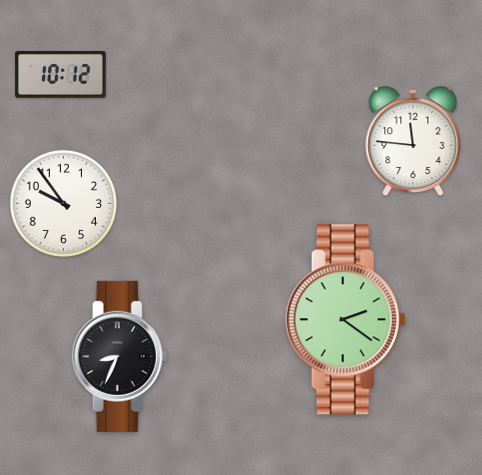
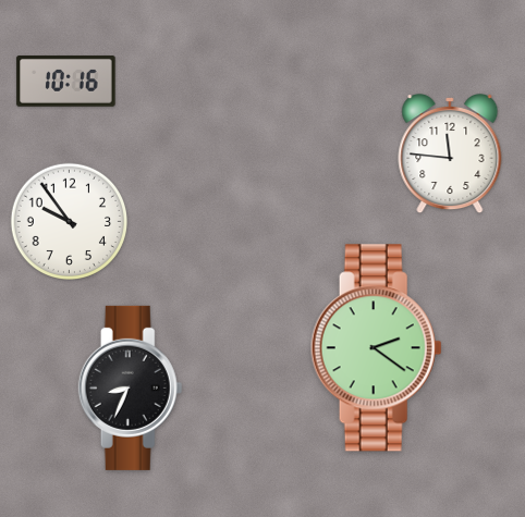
clock at (61, 75): 10:12 -> 10:16
